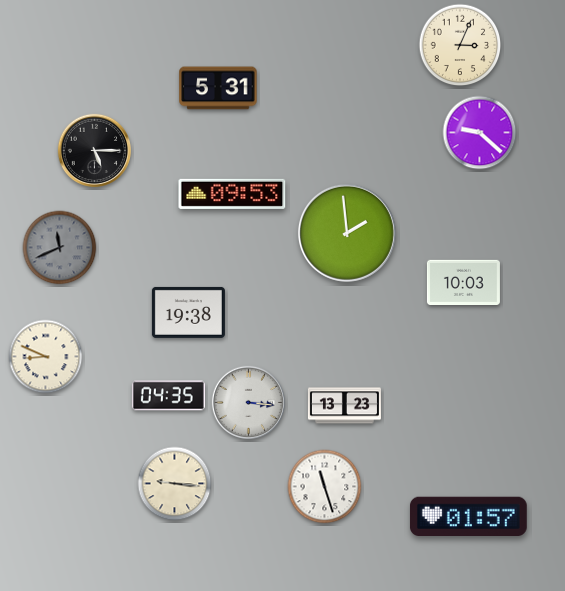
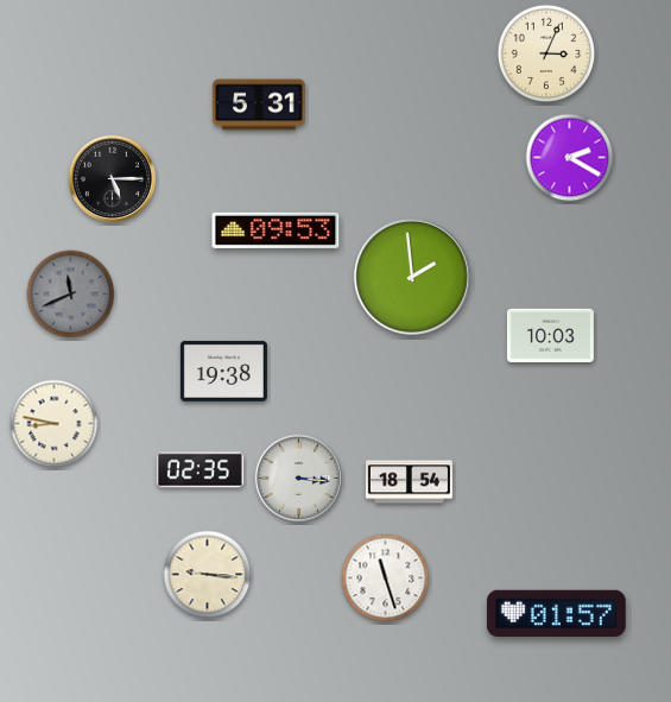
clock at (480, 133): 9:22 -> 2:20
clock at (46, 357): 8:49 -> 8:47
clock at (168, 396): 04:35 -> 02:35
clock at (248, 402) position: (248, 402) -> (298, 478)
clock at (344, 406): 13:23 -> 18:54
